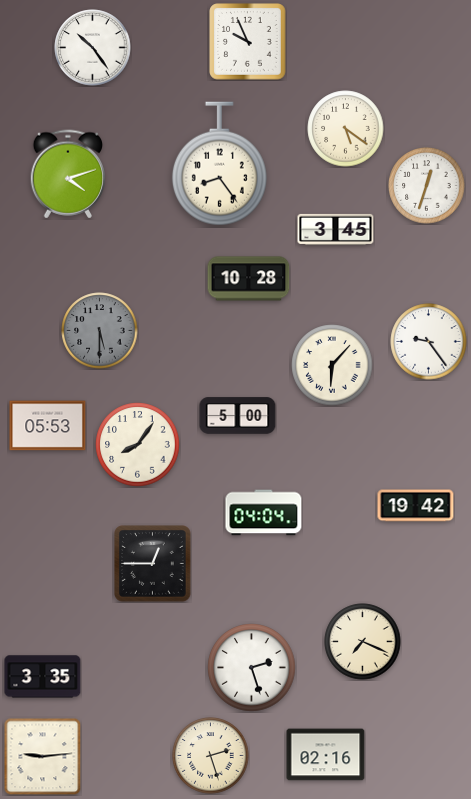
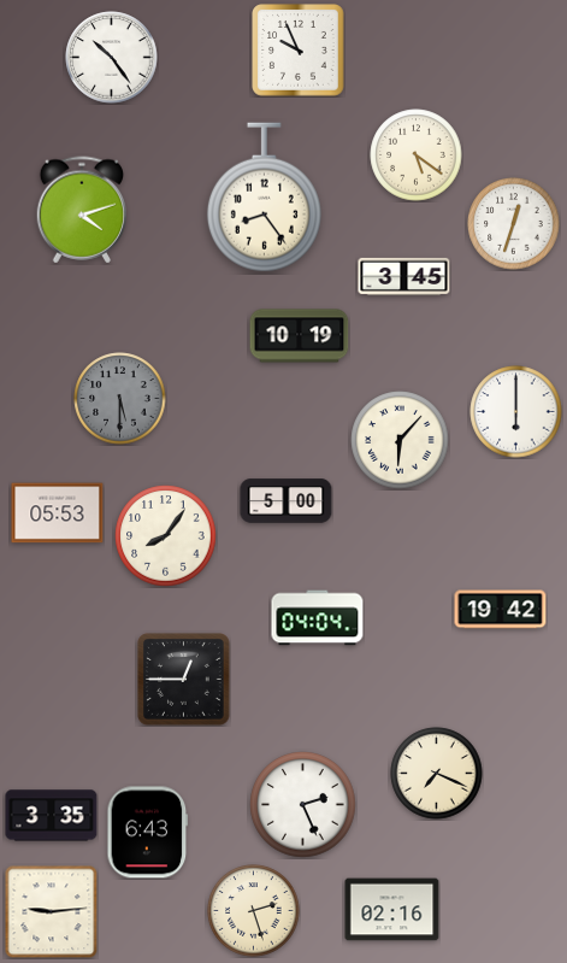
clock at (249, 279): 10:28 -> 10:19
clock at (429, 342): 9:24 -> 6:00
clock at (252, 668): 2:27 -> 2:26
clock at (148, 833): none -> 6:43
